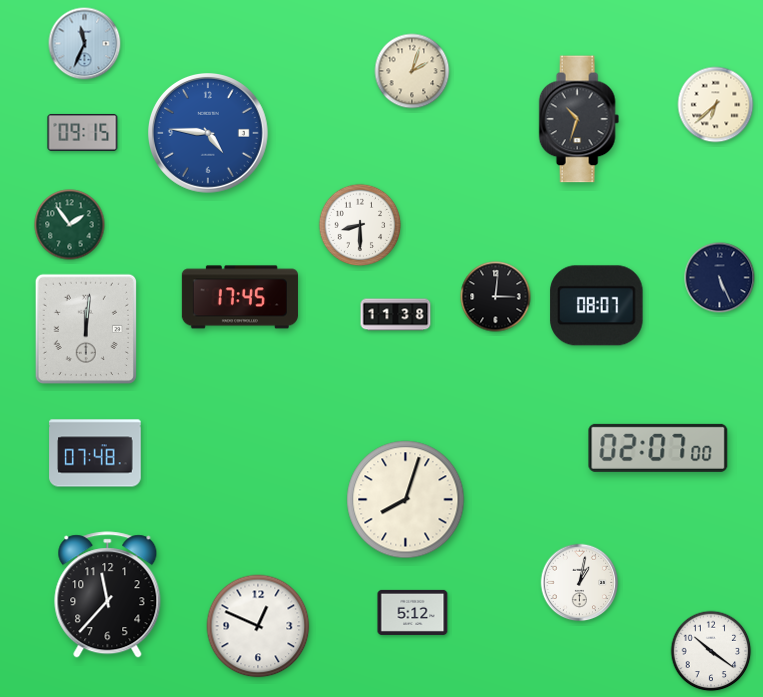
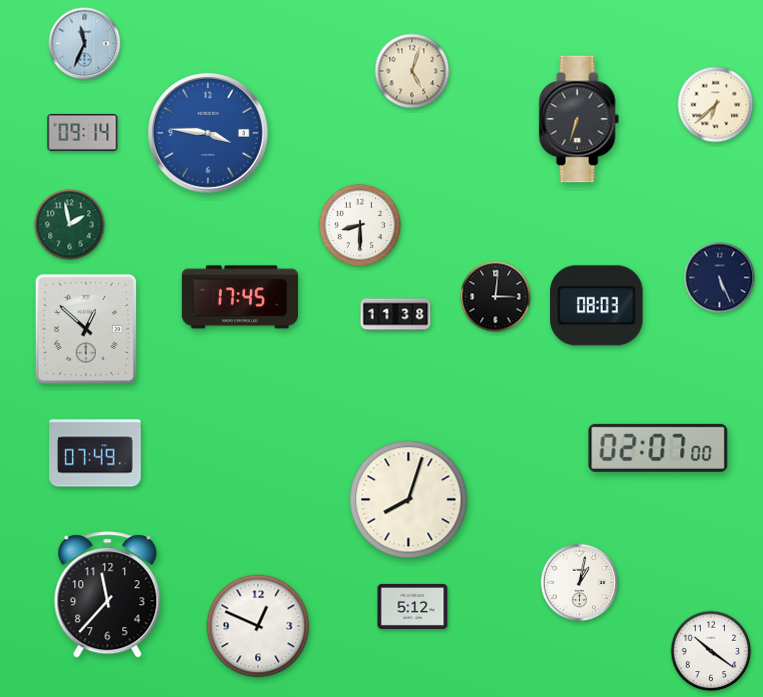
clock at (412, 71): 2:03 -> 5:03
clock at (579, 119): 10:33 -> 6:33
clock at (83, 132): 09:15 -> 09:14
clock at (209, 134): 4:46 -> 3:46
clock at (70, 225): 1:54 -> 1:58
clock at (597, 306): 08:07 -> 08:03
clock at (86, 328): 12:01 -> 12:52
clock at (95, 453): 07:48 -> 07:49
clock at (406, 500) position: (406, 500) -> (409, 500)
clock at (413, 612) position: (413, 612) -> (413, 606)
